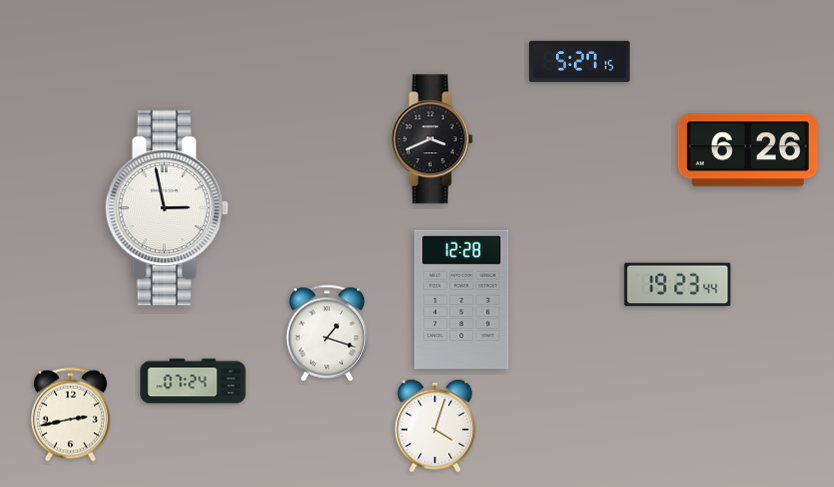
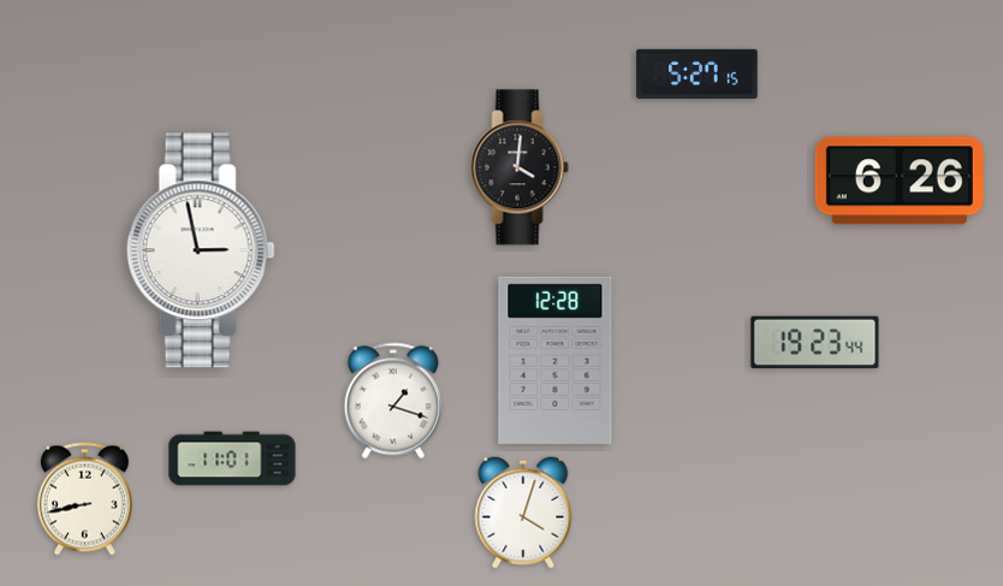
clock at (432, 139): 3:41 -> 4:01
clock at (193, 381): 07:24 -> 11:01
clock at (70, 415): 2:43 -> 8:43
